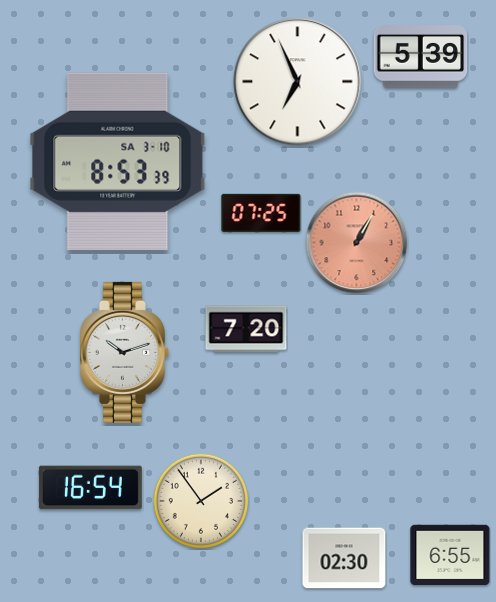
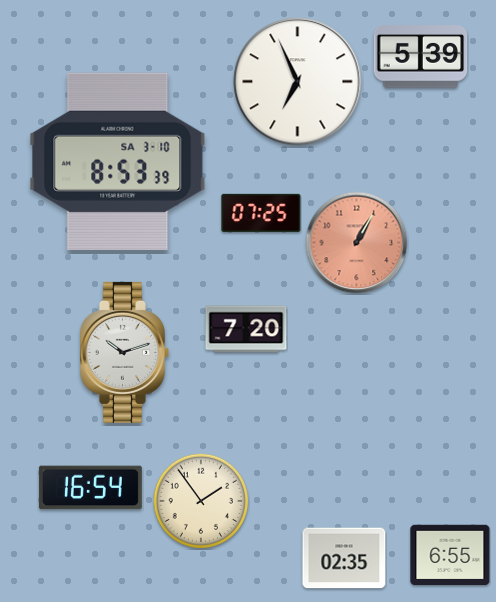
clock at (344, 558): 02:30 -> 02:35
